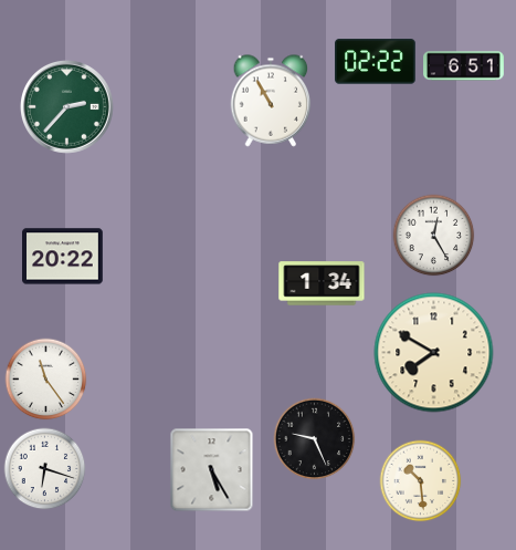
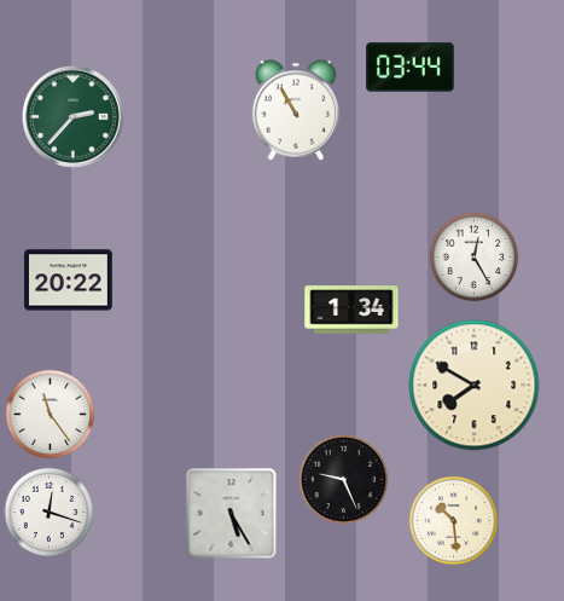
clock at (376, 62): 02:22 -> 03:44
clock at (464, 66): 6:51 -> none
clock at (45, 469): 6:18 -> 12:18
clock at (421, 481) position: (421, 481) -> (454, 521)
